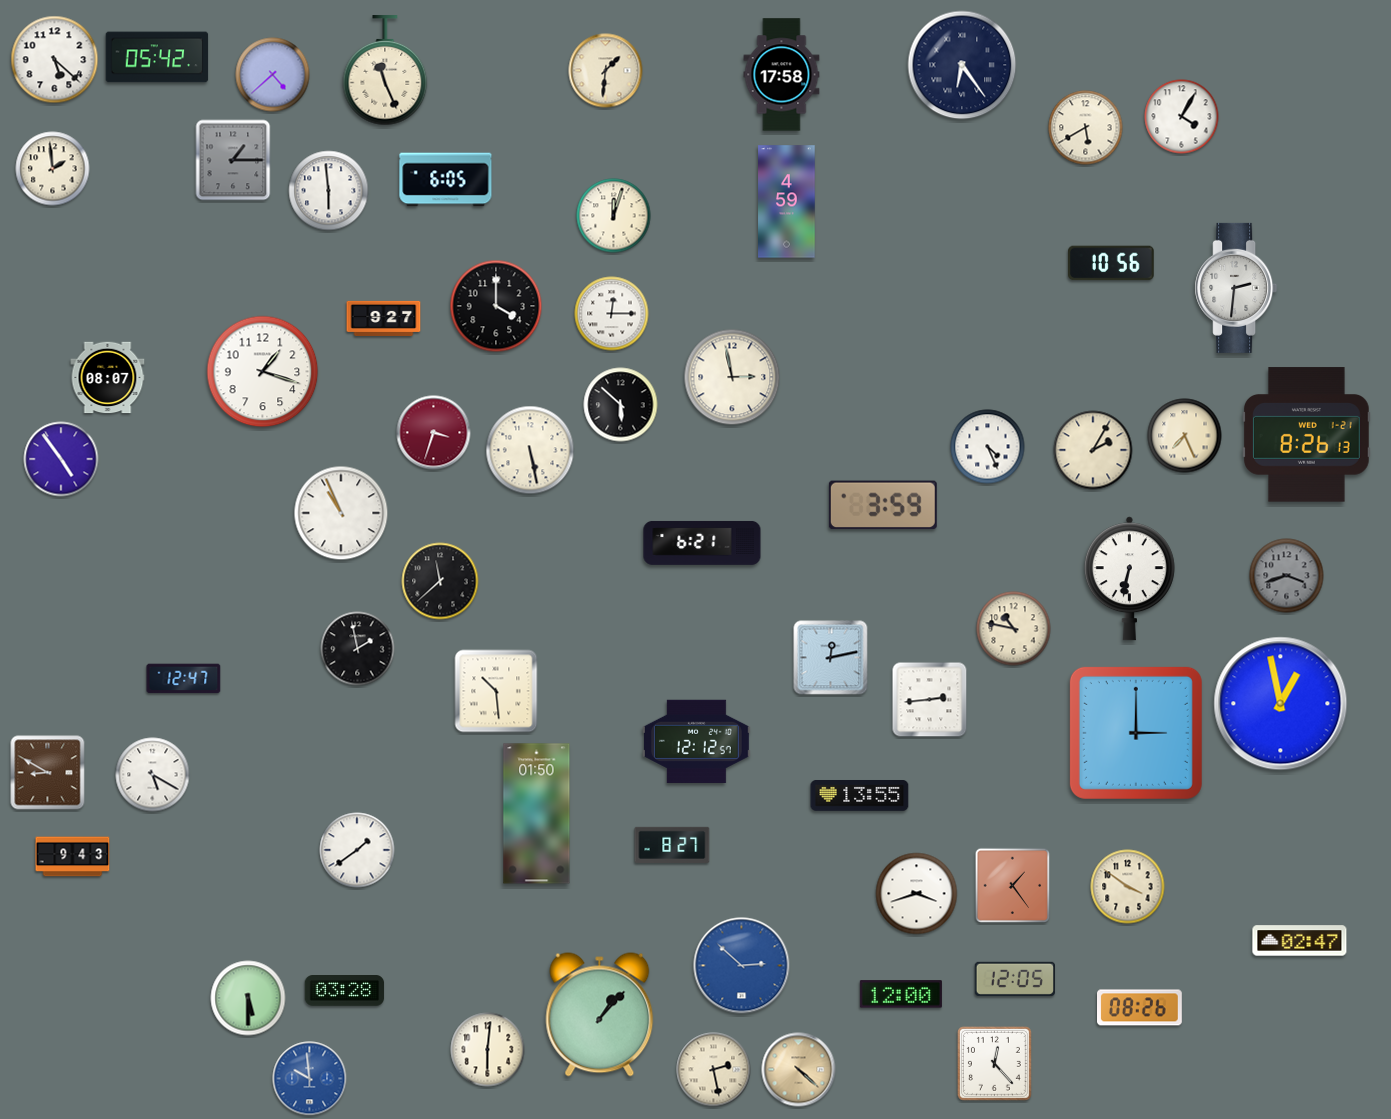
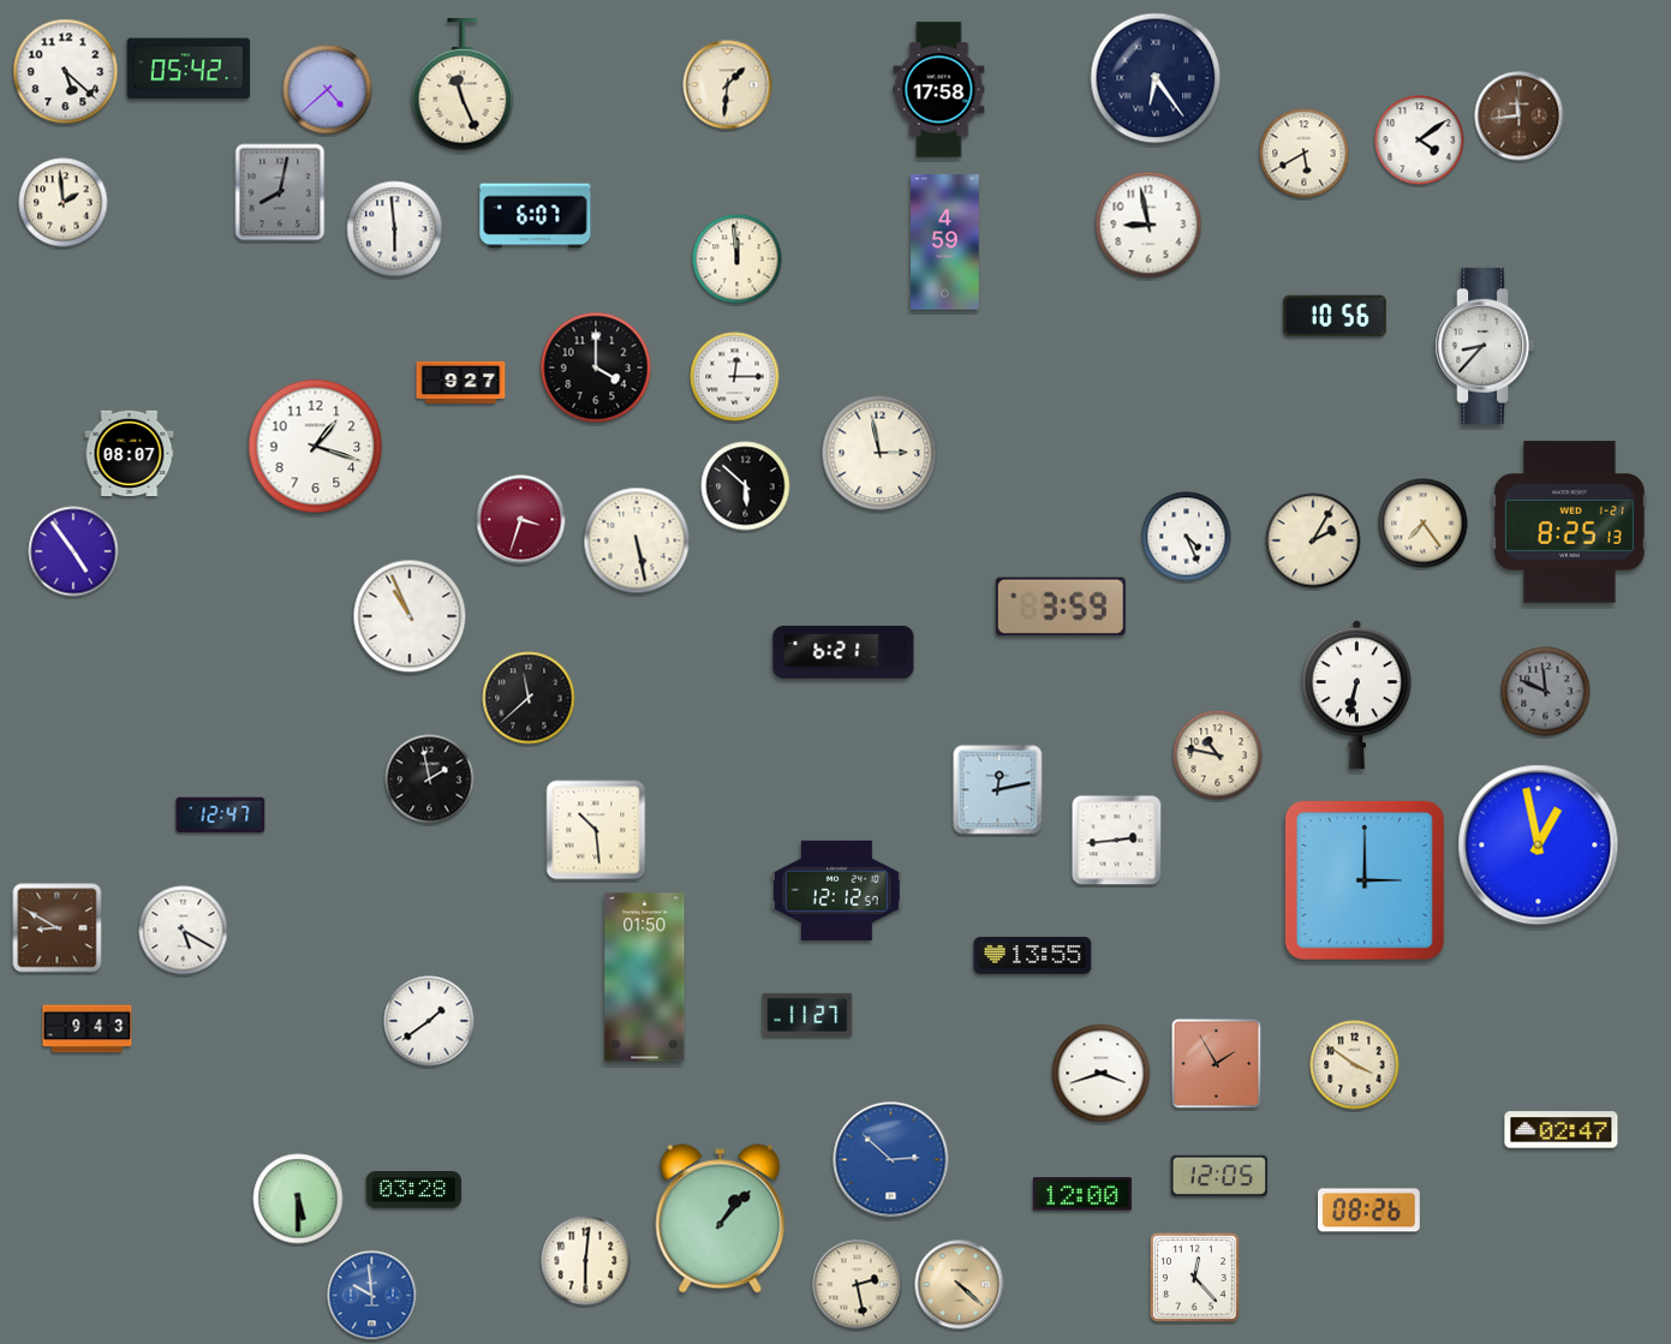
clock at (1520, 117): none -> 11:44
clock at (1182, 117): 4:05 -> 4:09
clock at (233, 160): 1:15 -> 8:02
clock at (446, 180): 6:05 -> 6:07
clock at (1148, 225): none -> 8:58
clock at (614, 216): 12:03 -> 11:59
clock at (1236, 288): 2:31 -> 8:37
clock at (1307, 435): 8:26 -> 8:25
clock at (1185, 436): 7:26 -> 7:24
clock at (1287, 576): 3:42 -> 11:49
clock at (672, 845): 8:27 -> 11:27
clock at (1013, 886): 1:24 -> 1:55
